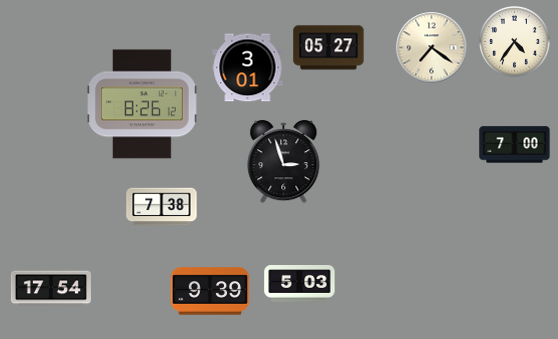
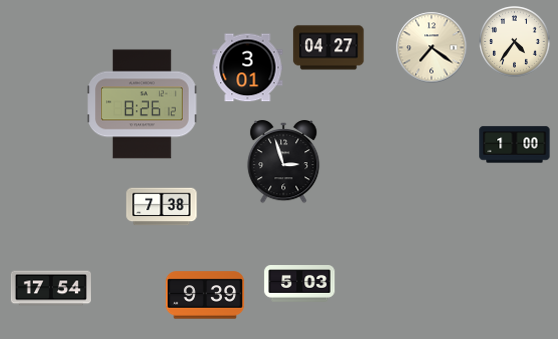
clock at (329, 48): 05:27 -> 04:27
clock at (515, 145): 7:00 -> 1:00
clock at (210, 291) position: (210, 291) -> (205, 295)
